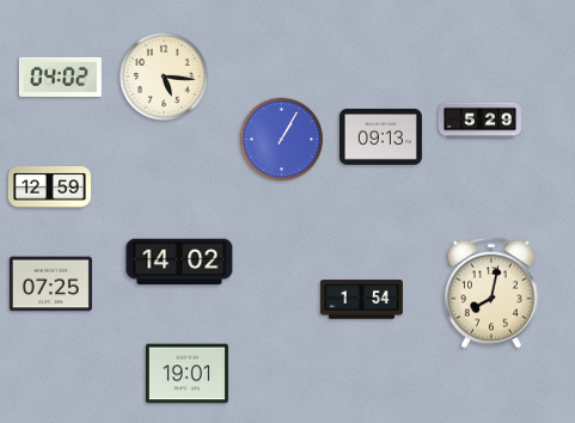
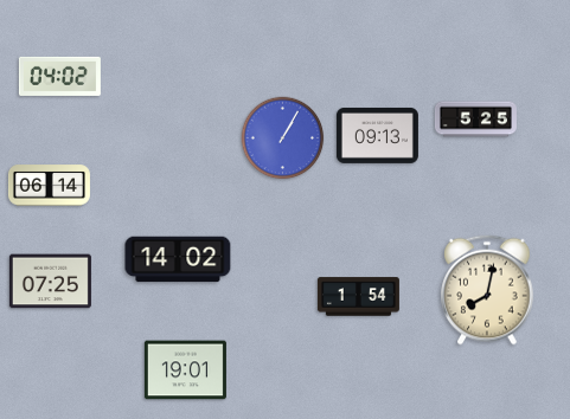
clock at (165, 78): 5:16 -> none
clock at (479, 121): 5:29 -> 5:25
clock at (282, 140) position: (282, 140) -> (283, 138)
clock at (49, 188): 12:59 -> 06:14
